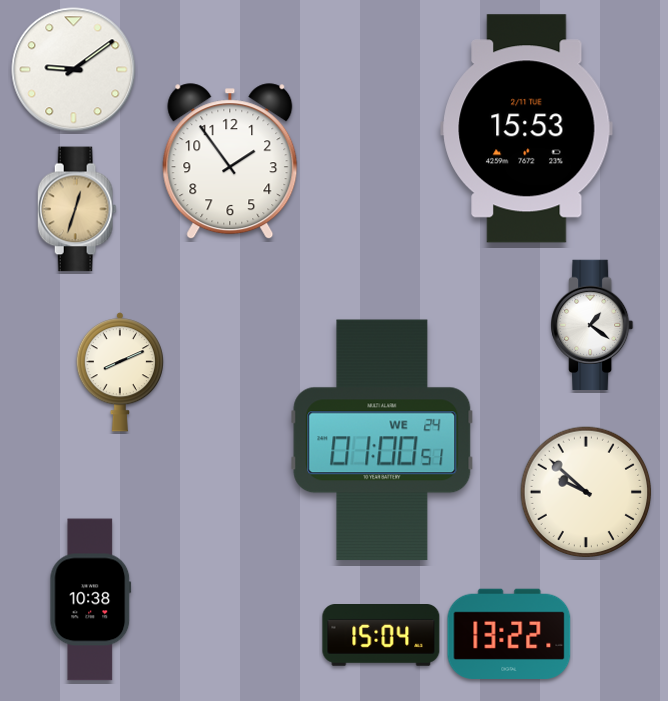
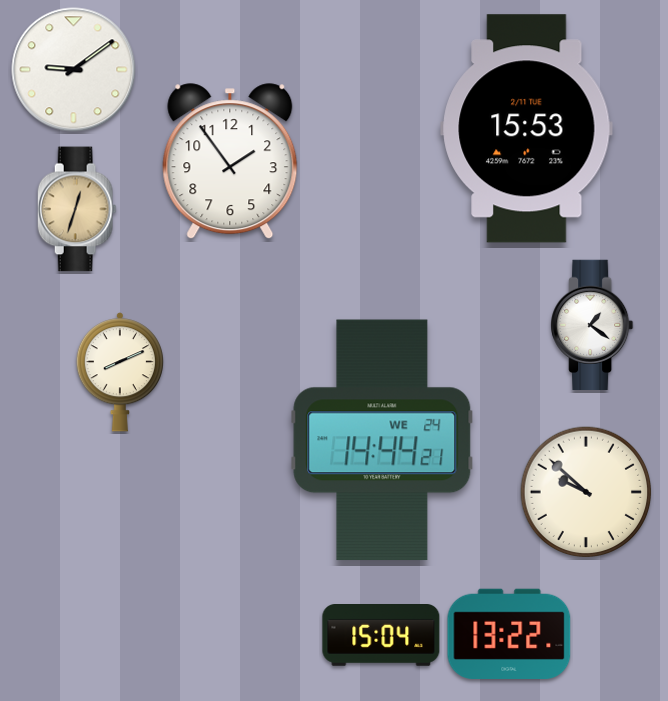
clock at (382, 440): 01:00 -> 14:44
clock at (91, 600): 10:38 -> none
